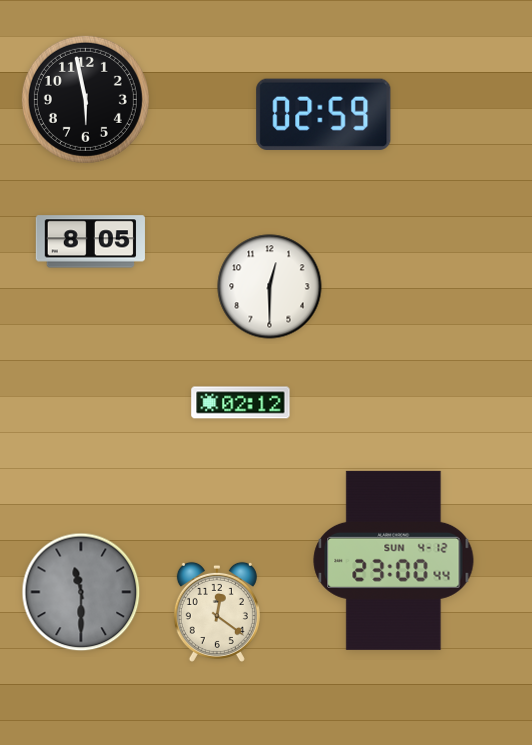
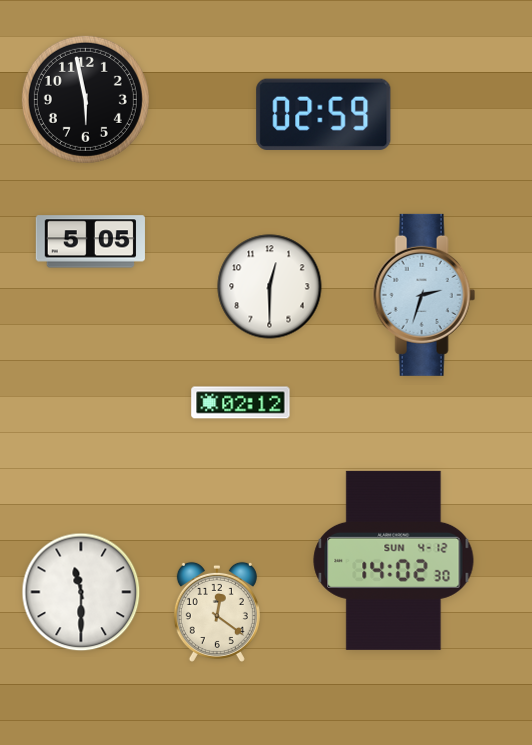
clock at (90, 242): 8:05 -> 5:05
clock at (424, 295): none -> 2:33
clock at (394, 560): 23:00 -> 14:02
clock at (81, 592) dial: grey -> white
